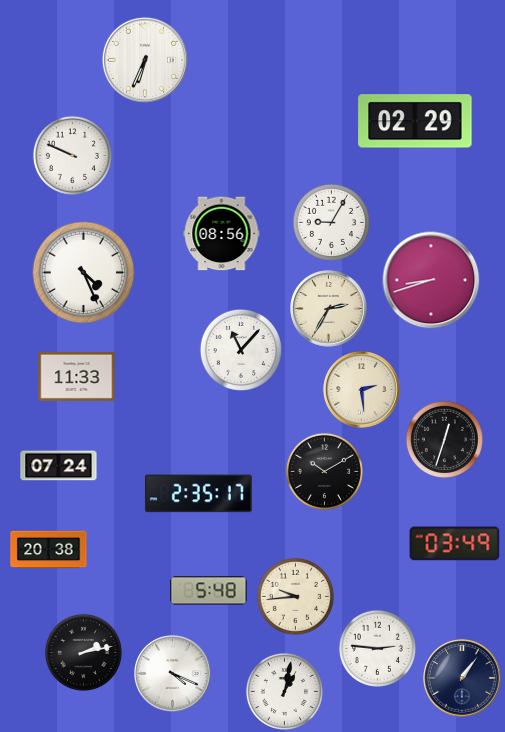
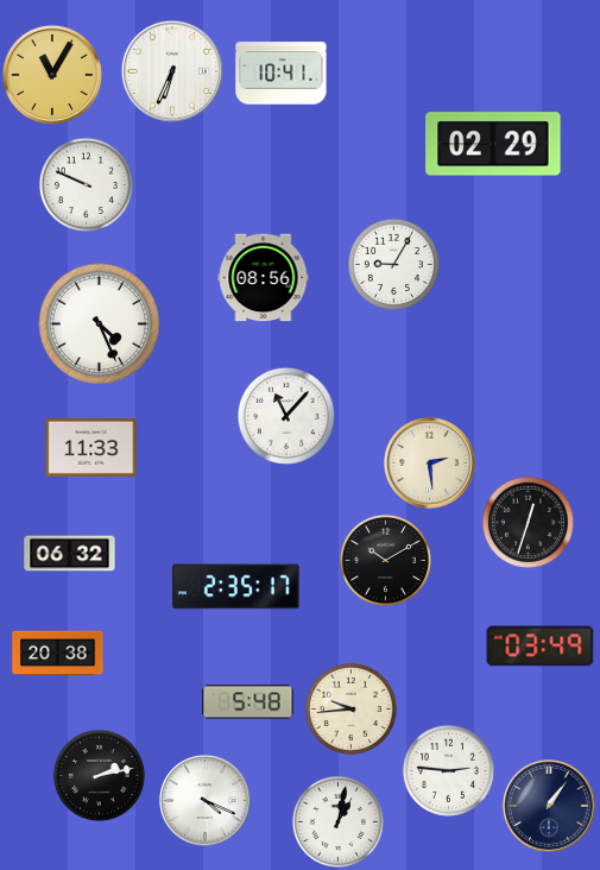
clock at (282, 74): none -> 10:41
clock at (52, 75): none -> 11:05
clock at (431, 280): 8:42 -> none
clock at (329, 309): 2:35 -> none
clock at (59, 466): 07:24 -> 06:32
